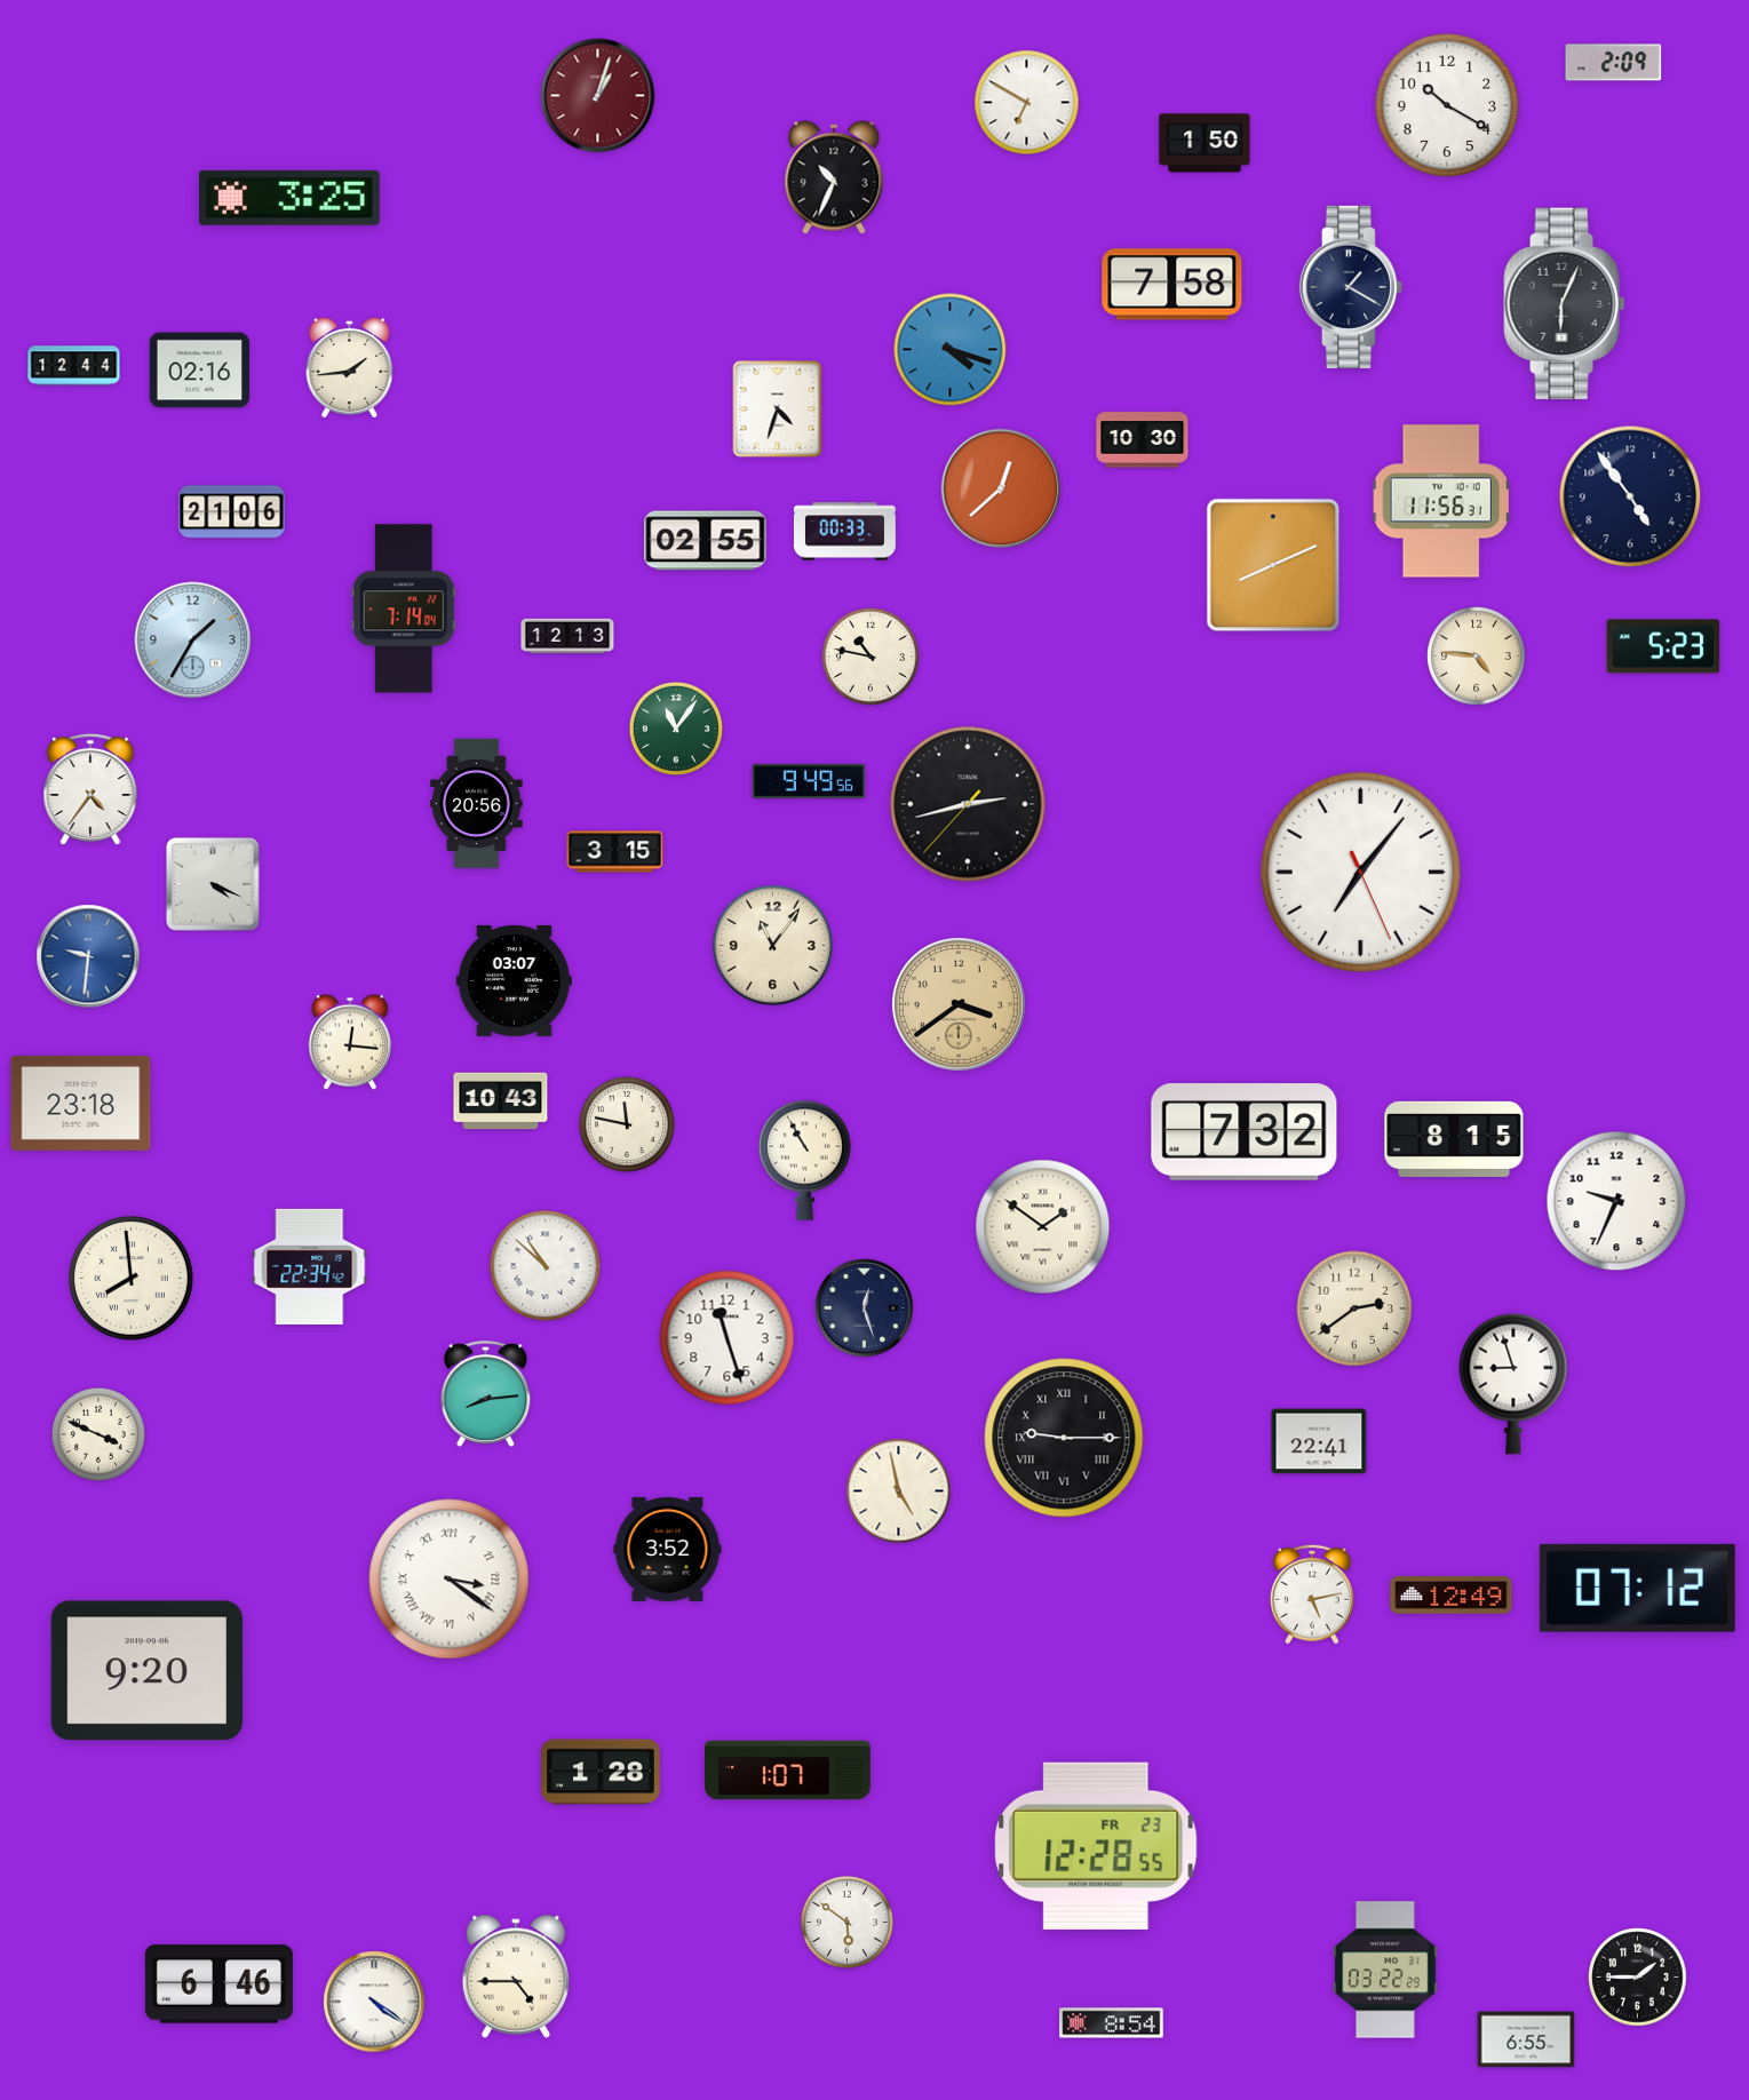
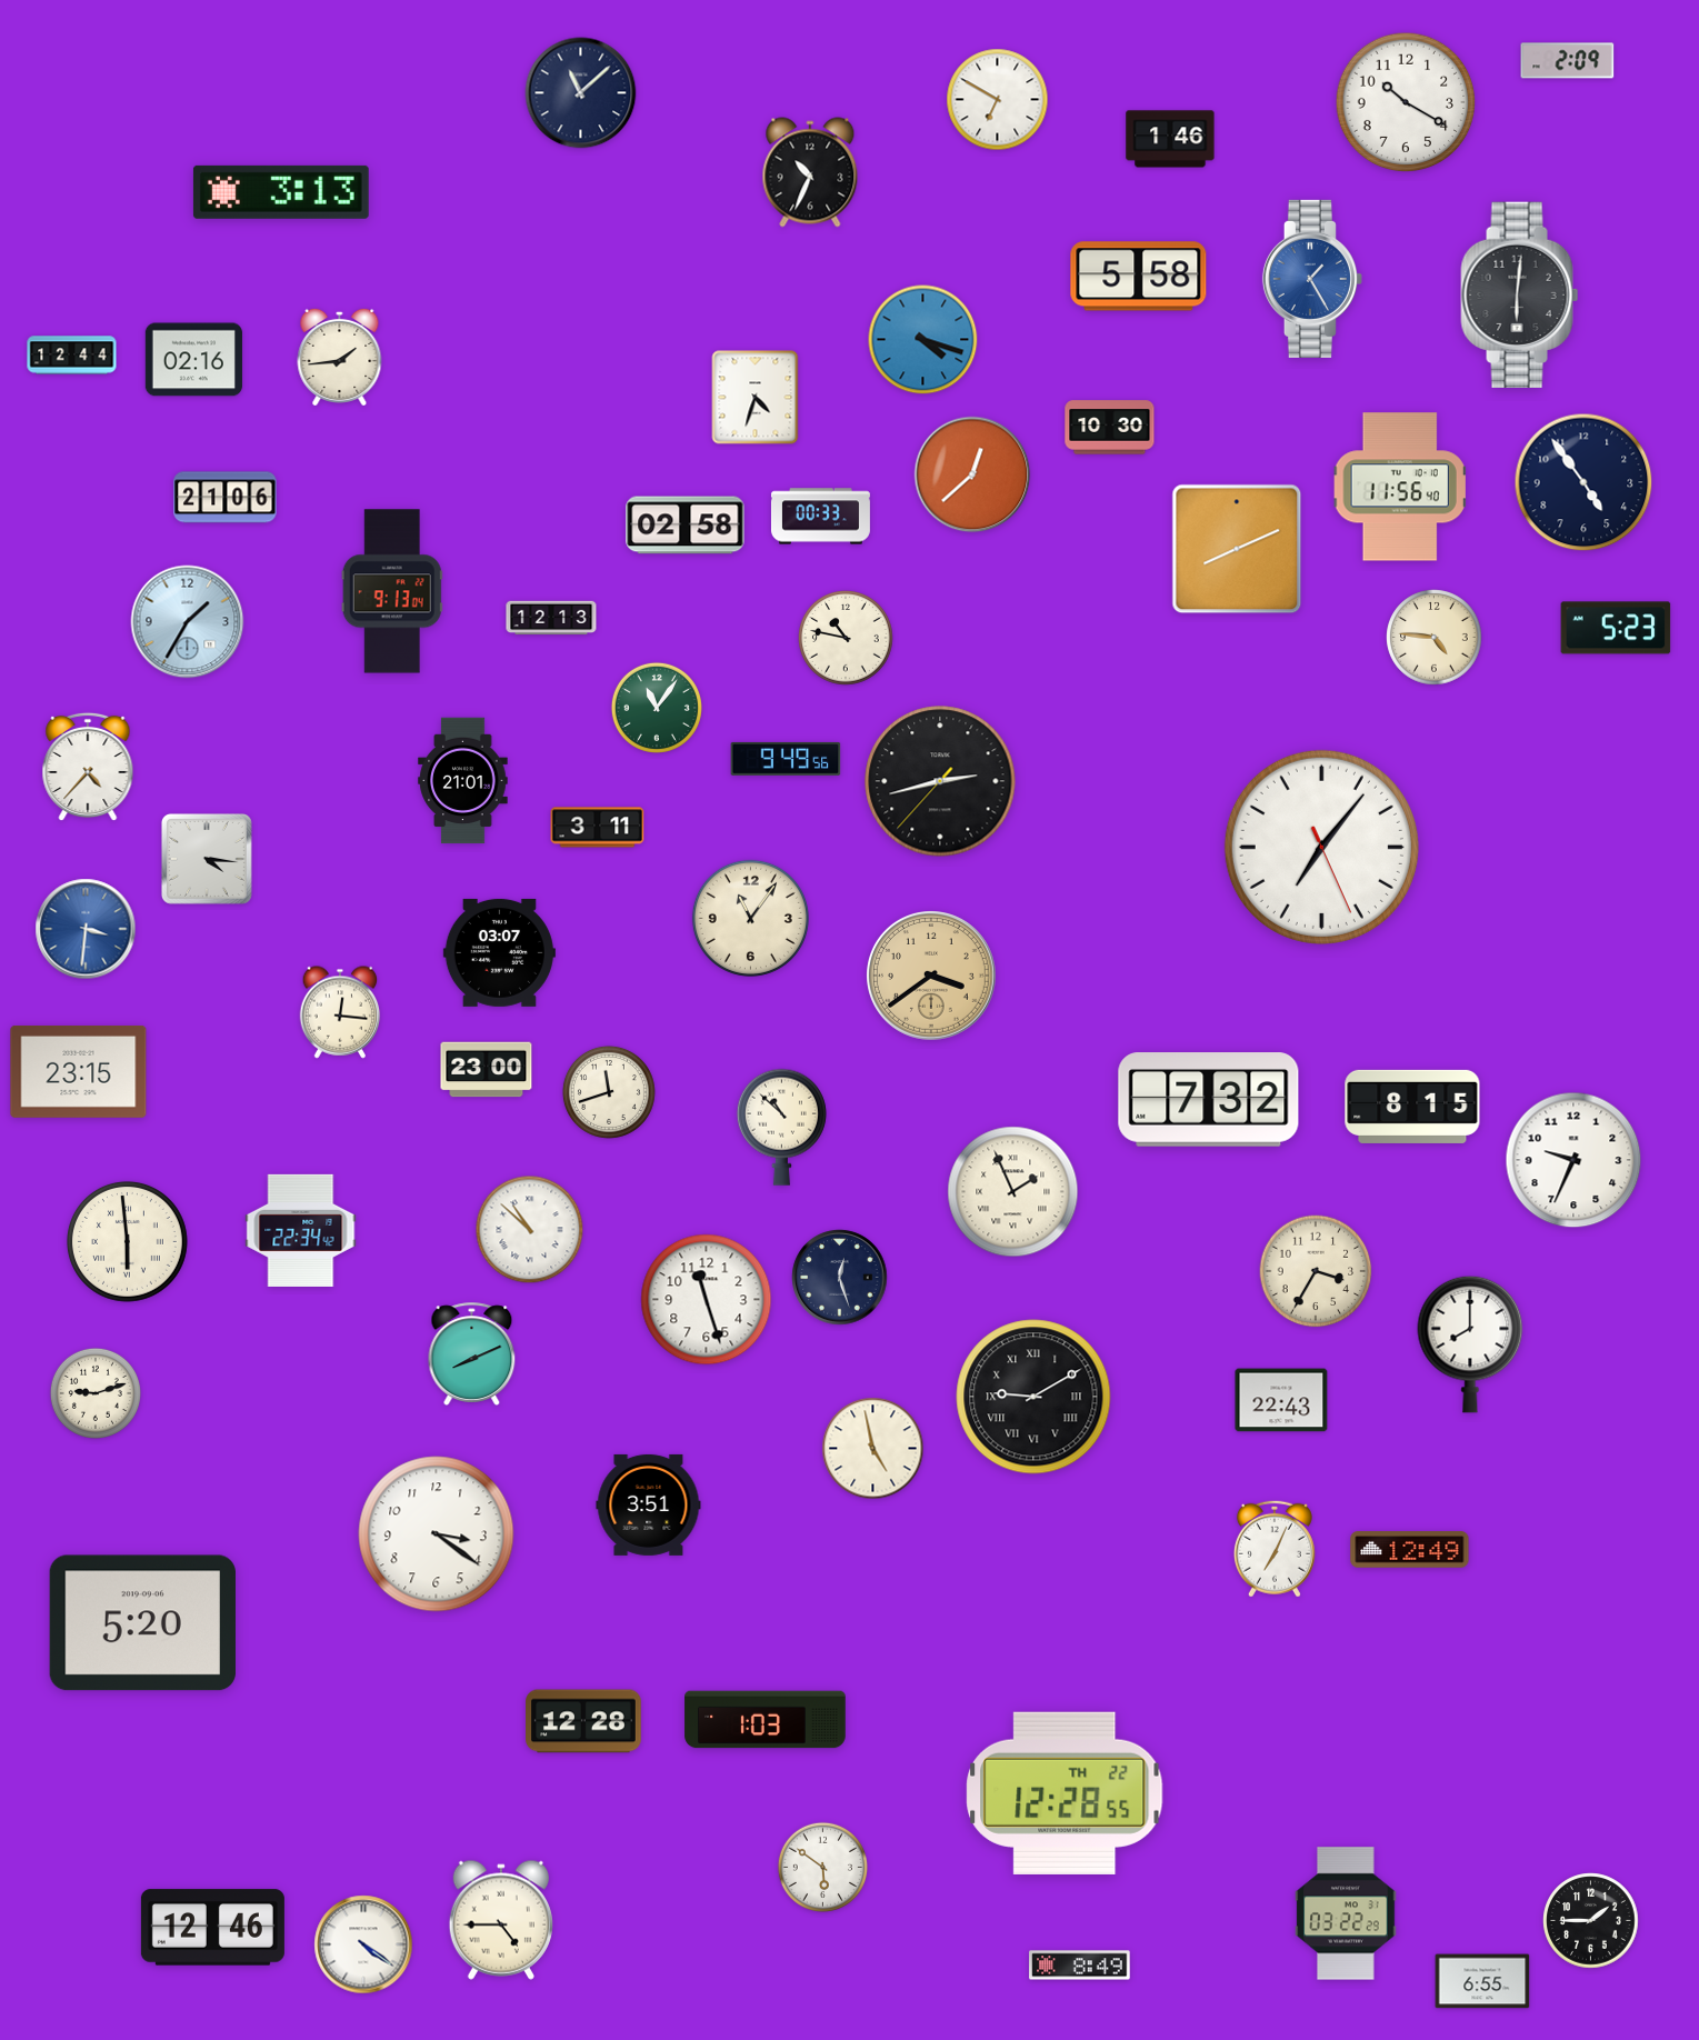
clock at (598, 96): 1:03 -> 11:08
clock at (598, 96) dial: burgundy -> navy
clock at (1205, 143): 1:50 -> 1:46
clock at (289, 198): 3:25 -> 3:13
clock at (1172, 285): 7:58 -> 5:58
clock at (1351, 287): 1:20 -> 1:25
clock at (1351, 287) dial: navy -> blue
clock at (1565, 303): 6:04 -> 6:01
clock at (1441, 501): 11:56:31 -> 11:56:40
clock at (706, 541): 02:55 -> 02:58
clock at (404, 608): 7:14 -> 9:13
clock at (90, 789): 4:36 -> 4:37
clock at (477, 804): 20:56 -> 21:01
clock at (615, 852): 3:15 -> 3:11
clock at (213, 884): 4:19 -> 4:16
clock at (88, 956): 9:31 -> 3:31
clock at (501, 1101): 10:43 -> 23:00
clock at (81, 1103): 23:18 -> 23:15
clock at (627, 1124): 11:47 -> 11:42
clock at (804, 1160): 10:55 -> 10:52
clock at (1616, 1201) position: (1616, 1201) -> (1573, 1160)
clock at (1043, 1227): 1:51 -> 1:56
clock at (132, 1279): 7:59 -> 5:59
clock at (865, 1308) position: (865, 1308) -> (840, 1278)
clock at (1354, 1308): 2:39 -> 3:35
clock at (1513, 1384): 8:57 -> 8:00
clock at (486, 1393): 8:14 -> 8:11
clock at (98, 1434): 3:49 -> 9:12
clock at (1064, 1438): 9:15 -> 9:10
clock at (1319, 1441): 22:41 -> 22:43
clock at (668, 1549): 3:52 -> 3:51
clock at (450, 1580) numerals: Roman -> Arabic
clock at (1637, 1588): 07:12 -> none
clock at (1312, 1594): 5:13 -> 7:04
clock at (146, 1671): 9:20 -> 5:20
clock at (788, 1771): 1:07 -> 1:03
clock at (601, 1772): 1:28 -> 12:28
clock at (1096, 1846) date: FR 23 -> TH 22
clock at (218, 1984): 6:46 -> 12:46
clock at (1112, 2023): 8:54 -> 8:49
